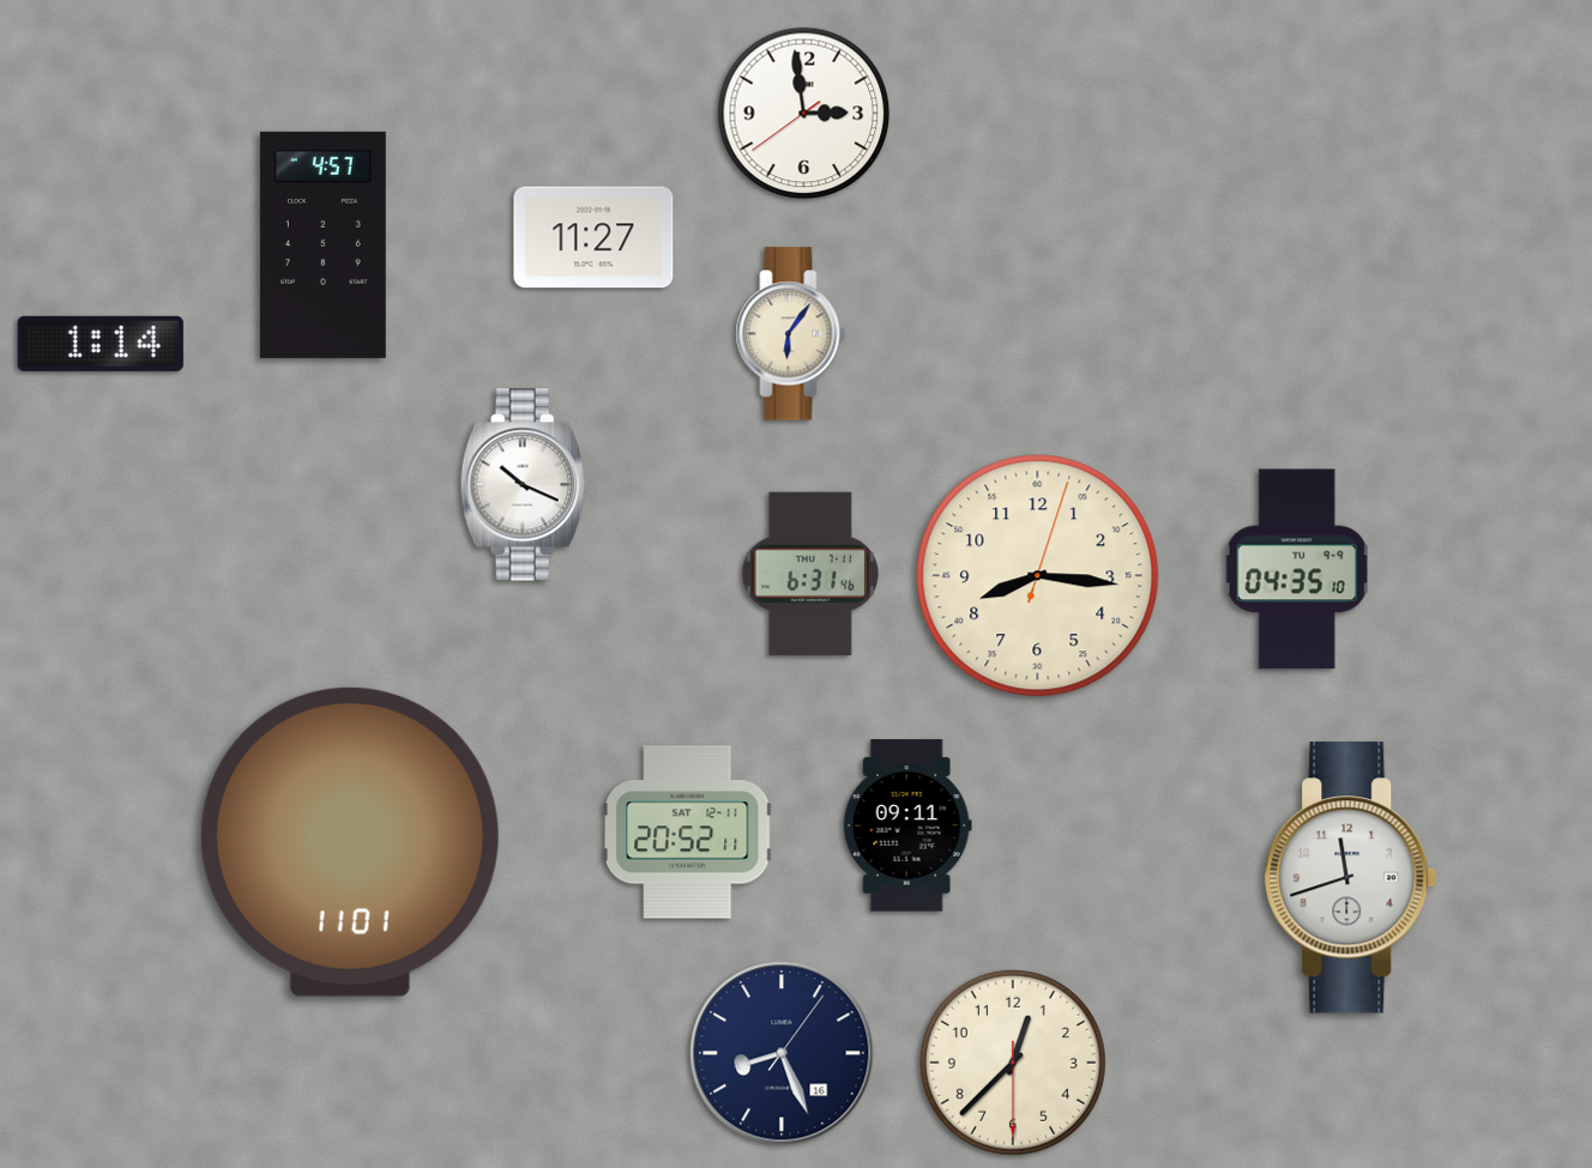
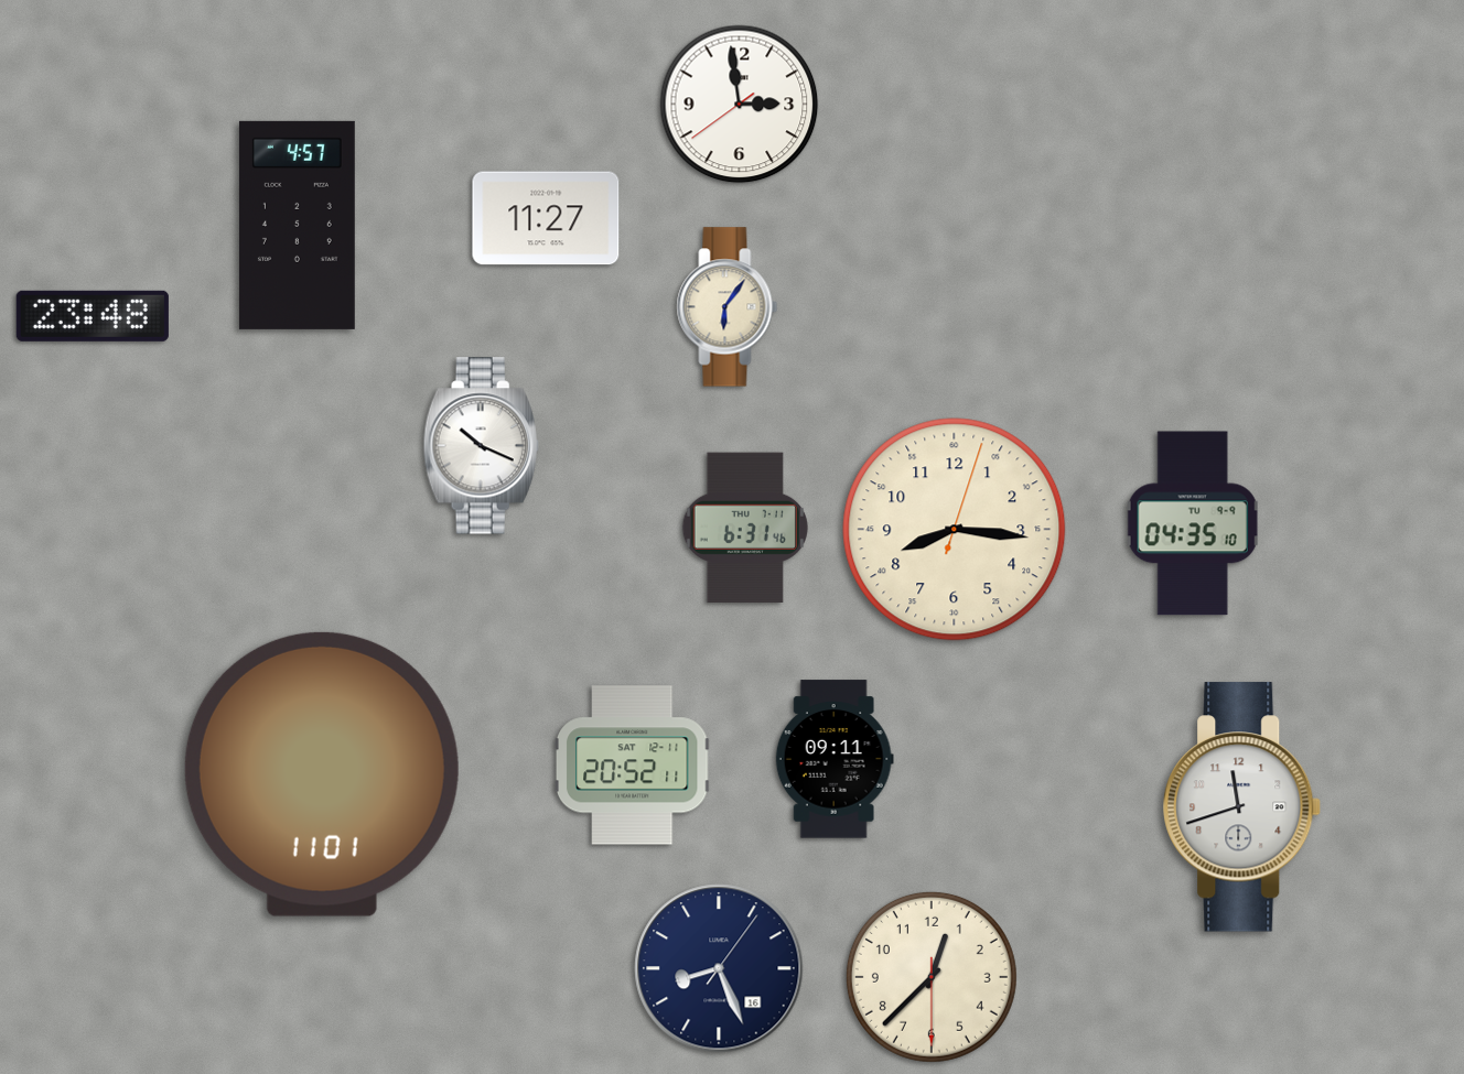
clock at (101, 344): 1:14 -> 23:48
